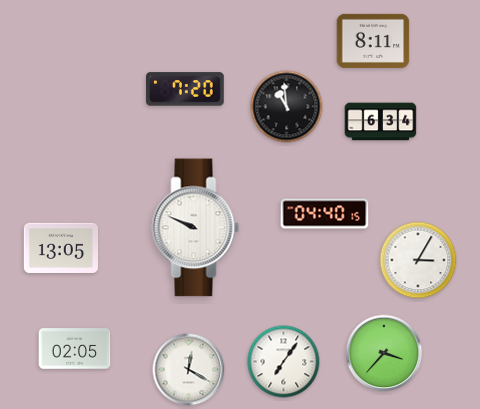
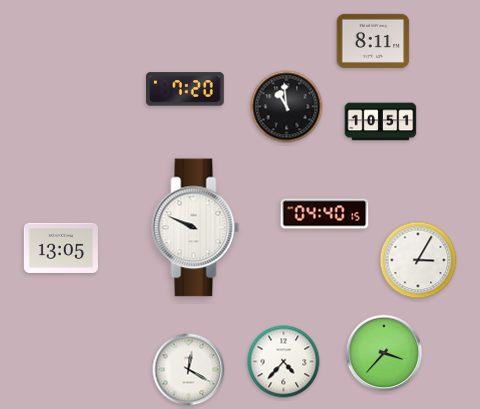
clock at (381, 122): 6:34 -> 10:51
clock at (75, 349): 02:05 -> none
clock at (284, 362): 7:06 -> 4:37
